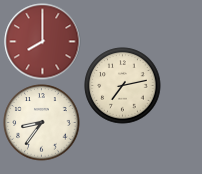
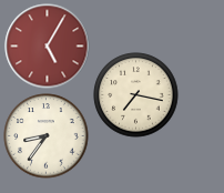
clock at (43, 42): 8:00 -> 5:05
clock at (123, 86): 7:13 -> 7:17
